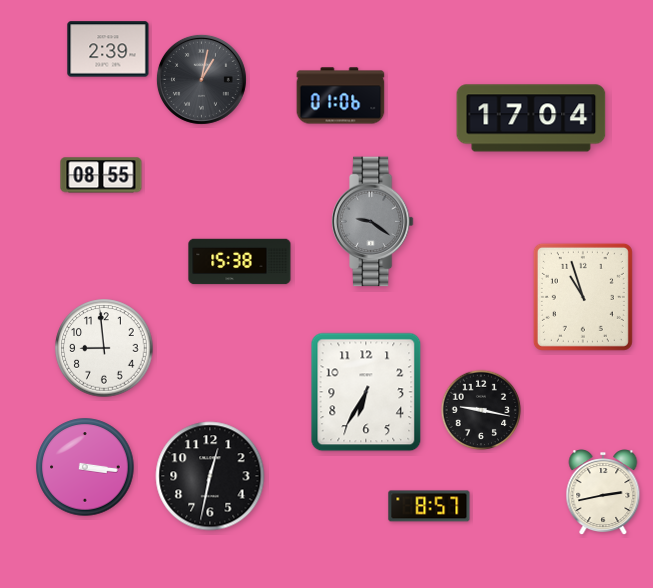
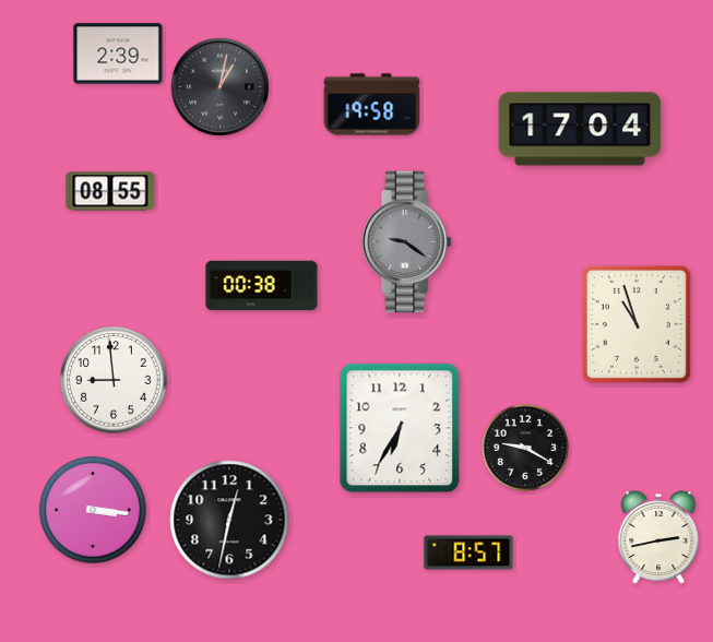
clock at (341, 96): 01:06 -> 19:58
clock at (240, 262): 15:38 -> 00:38
clock at (481, 410): 9:17 -> 9:20
